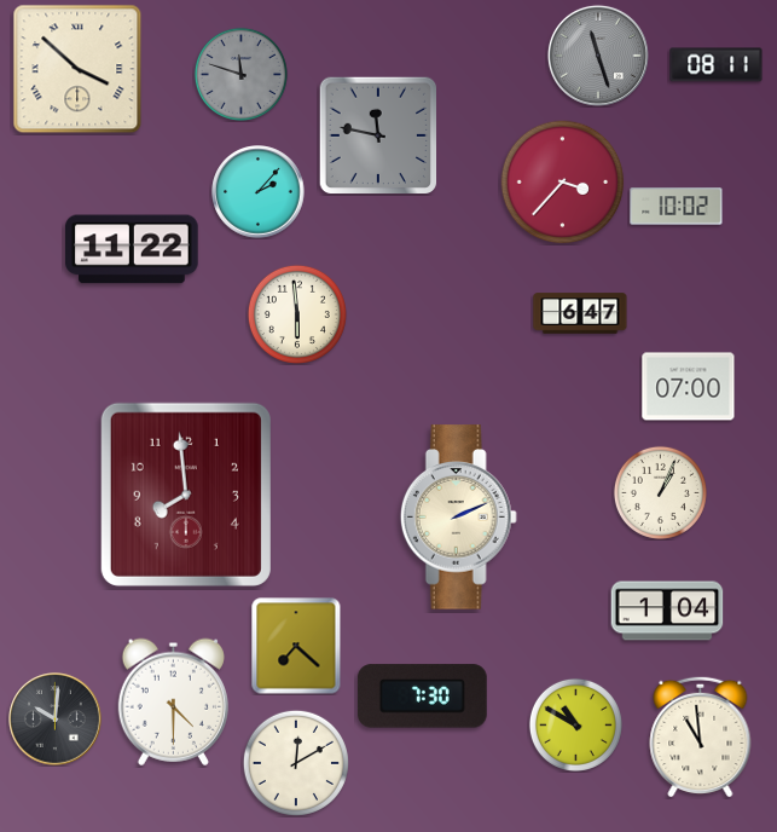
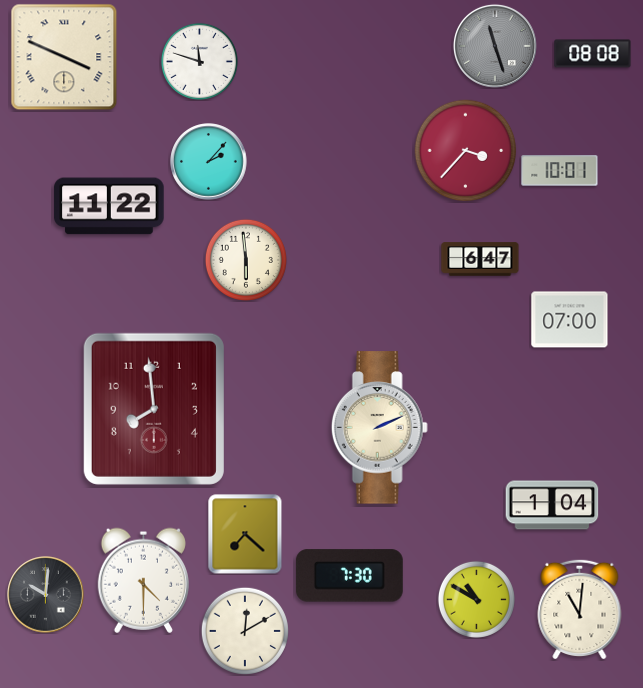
clock at (717, 65): 08:11 -> 08:08
clock at (77, 69): 3:52 -> 3:49
clock at (240, 74) dial: grey -> white
clock at (378, 135): 11:47 -> none
clock at (259, 192) position: (259, 192) -> (209, 162)
clock at (677, 207): 10:02 -> 10:01
clock at (660, 492): 1:04 -> none
clock at (701, 736): 10:59 -> 11:01
